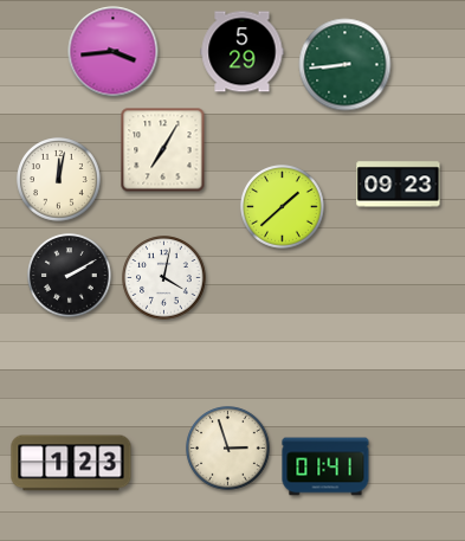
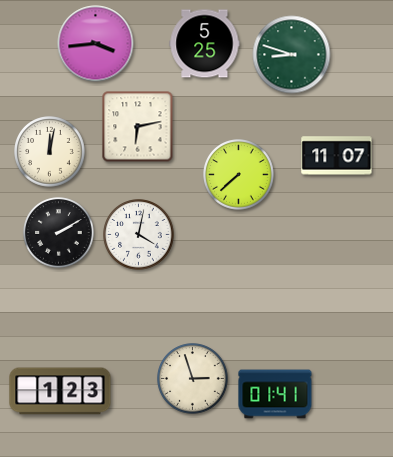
clock at (243, 52): 5:29 -> 5:25
clock at (345, 65): 8:44 -> 8:48
clock at (163, 150): 7:05 -> 6:13
clock at (399, 185): 09:23 -> 11:07
clock at (283, 207): 1:38 -> 7:38
